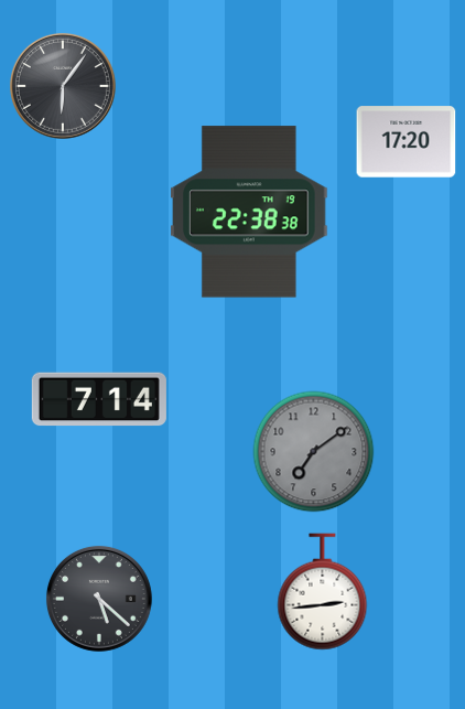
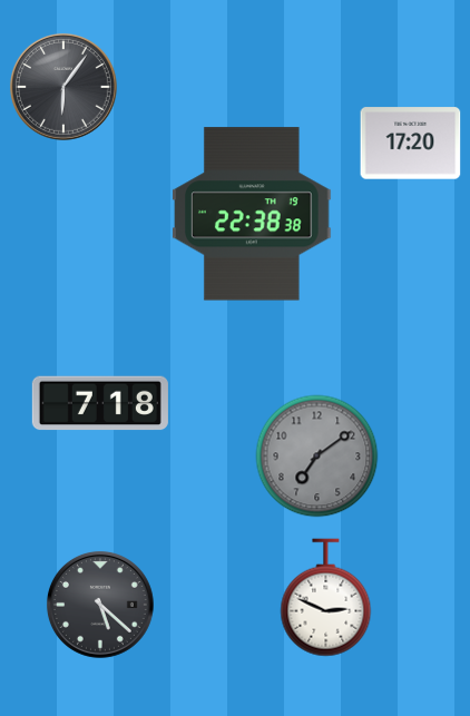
clock at (99, 399): 7:14 -> 7:18
clock at (323, 592): 2:44 -> 2:49
